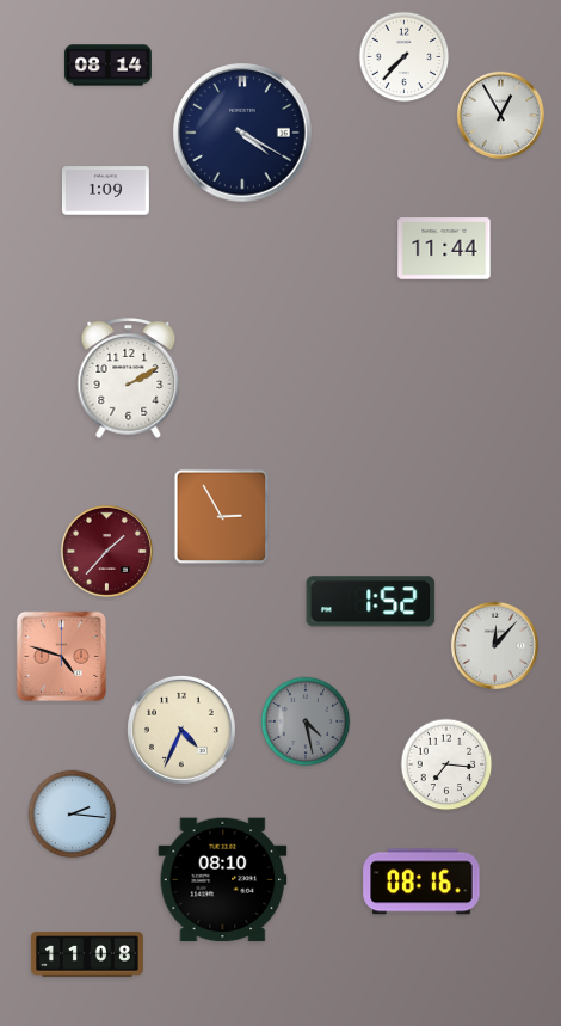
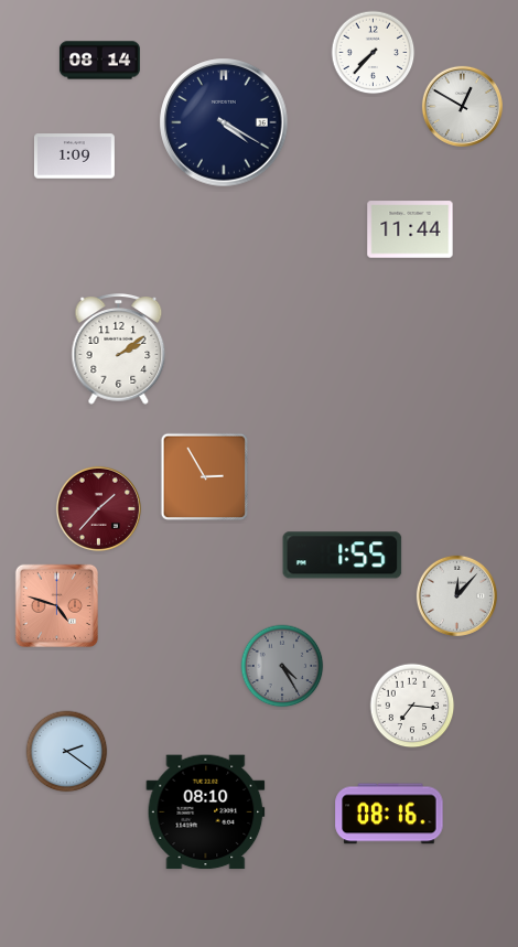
clock at (500, 115): 12:55 -> 12:50
clock at (105, 191) position: (105, 191) -> (74, 157)
clock at (129, 379): 2:10 -> 2:09
clock at (371, 602): 1:52 -> 1:55
clock at (306, 721): 4:28 -> 4:25
clock at (181, 730): 4:34 -> none
clock at (73, 815): 2:16 -> 2:21
clock at (87, 954): 11:08 -> none
